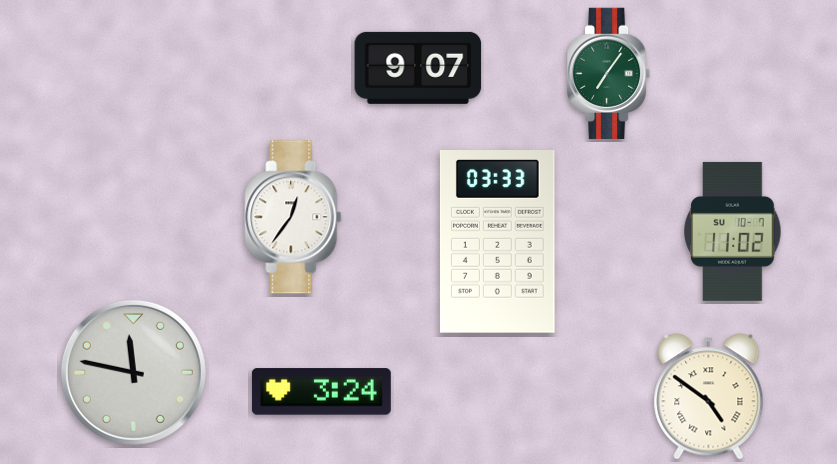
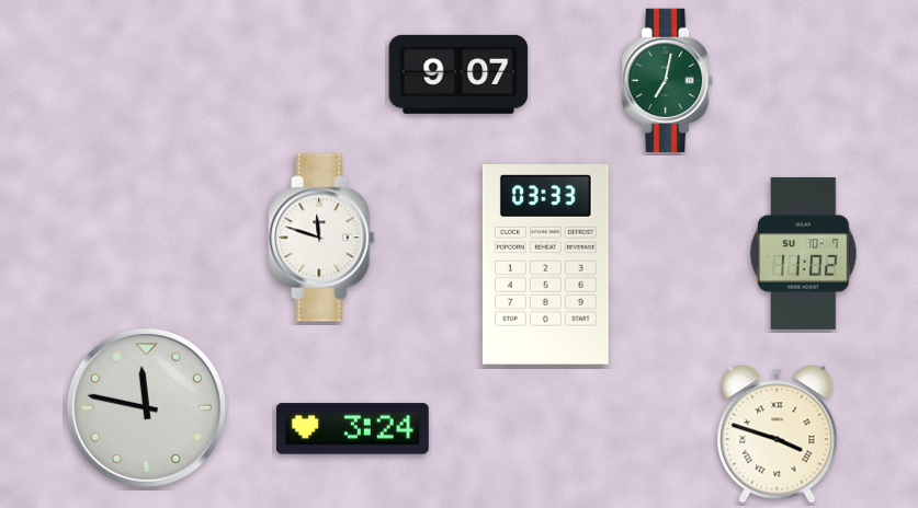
clock at (610, 73): 7:06 -> 7:02
clock at (293, 217): 12:36 -> 11:48
clock at (709, 397): 4:51 -> 3:48
